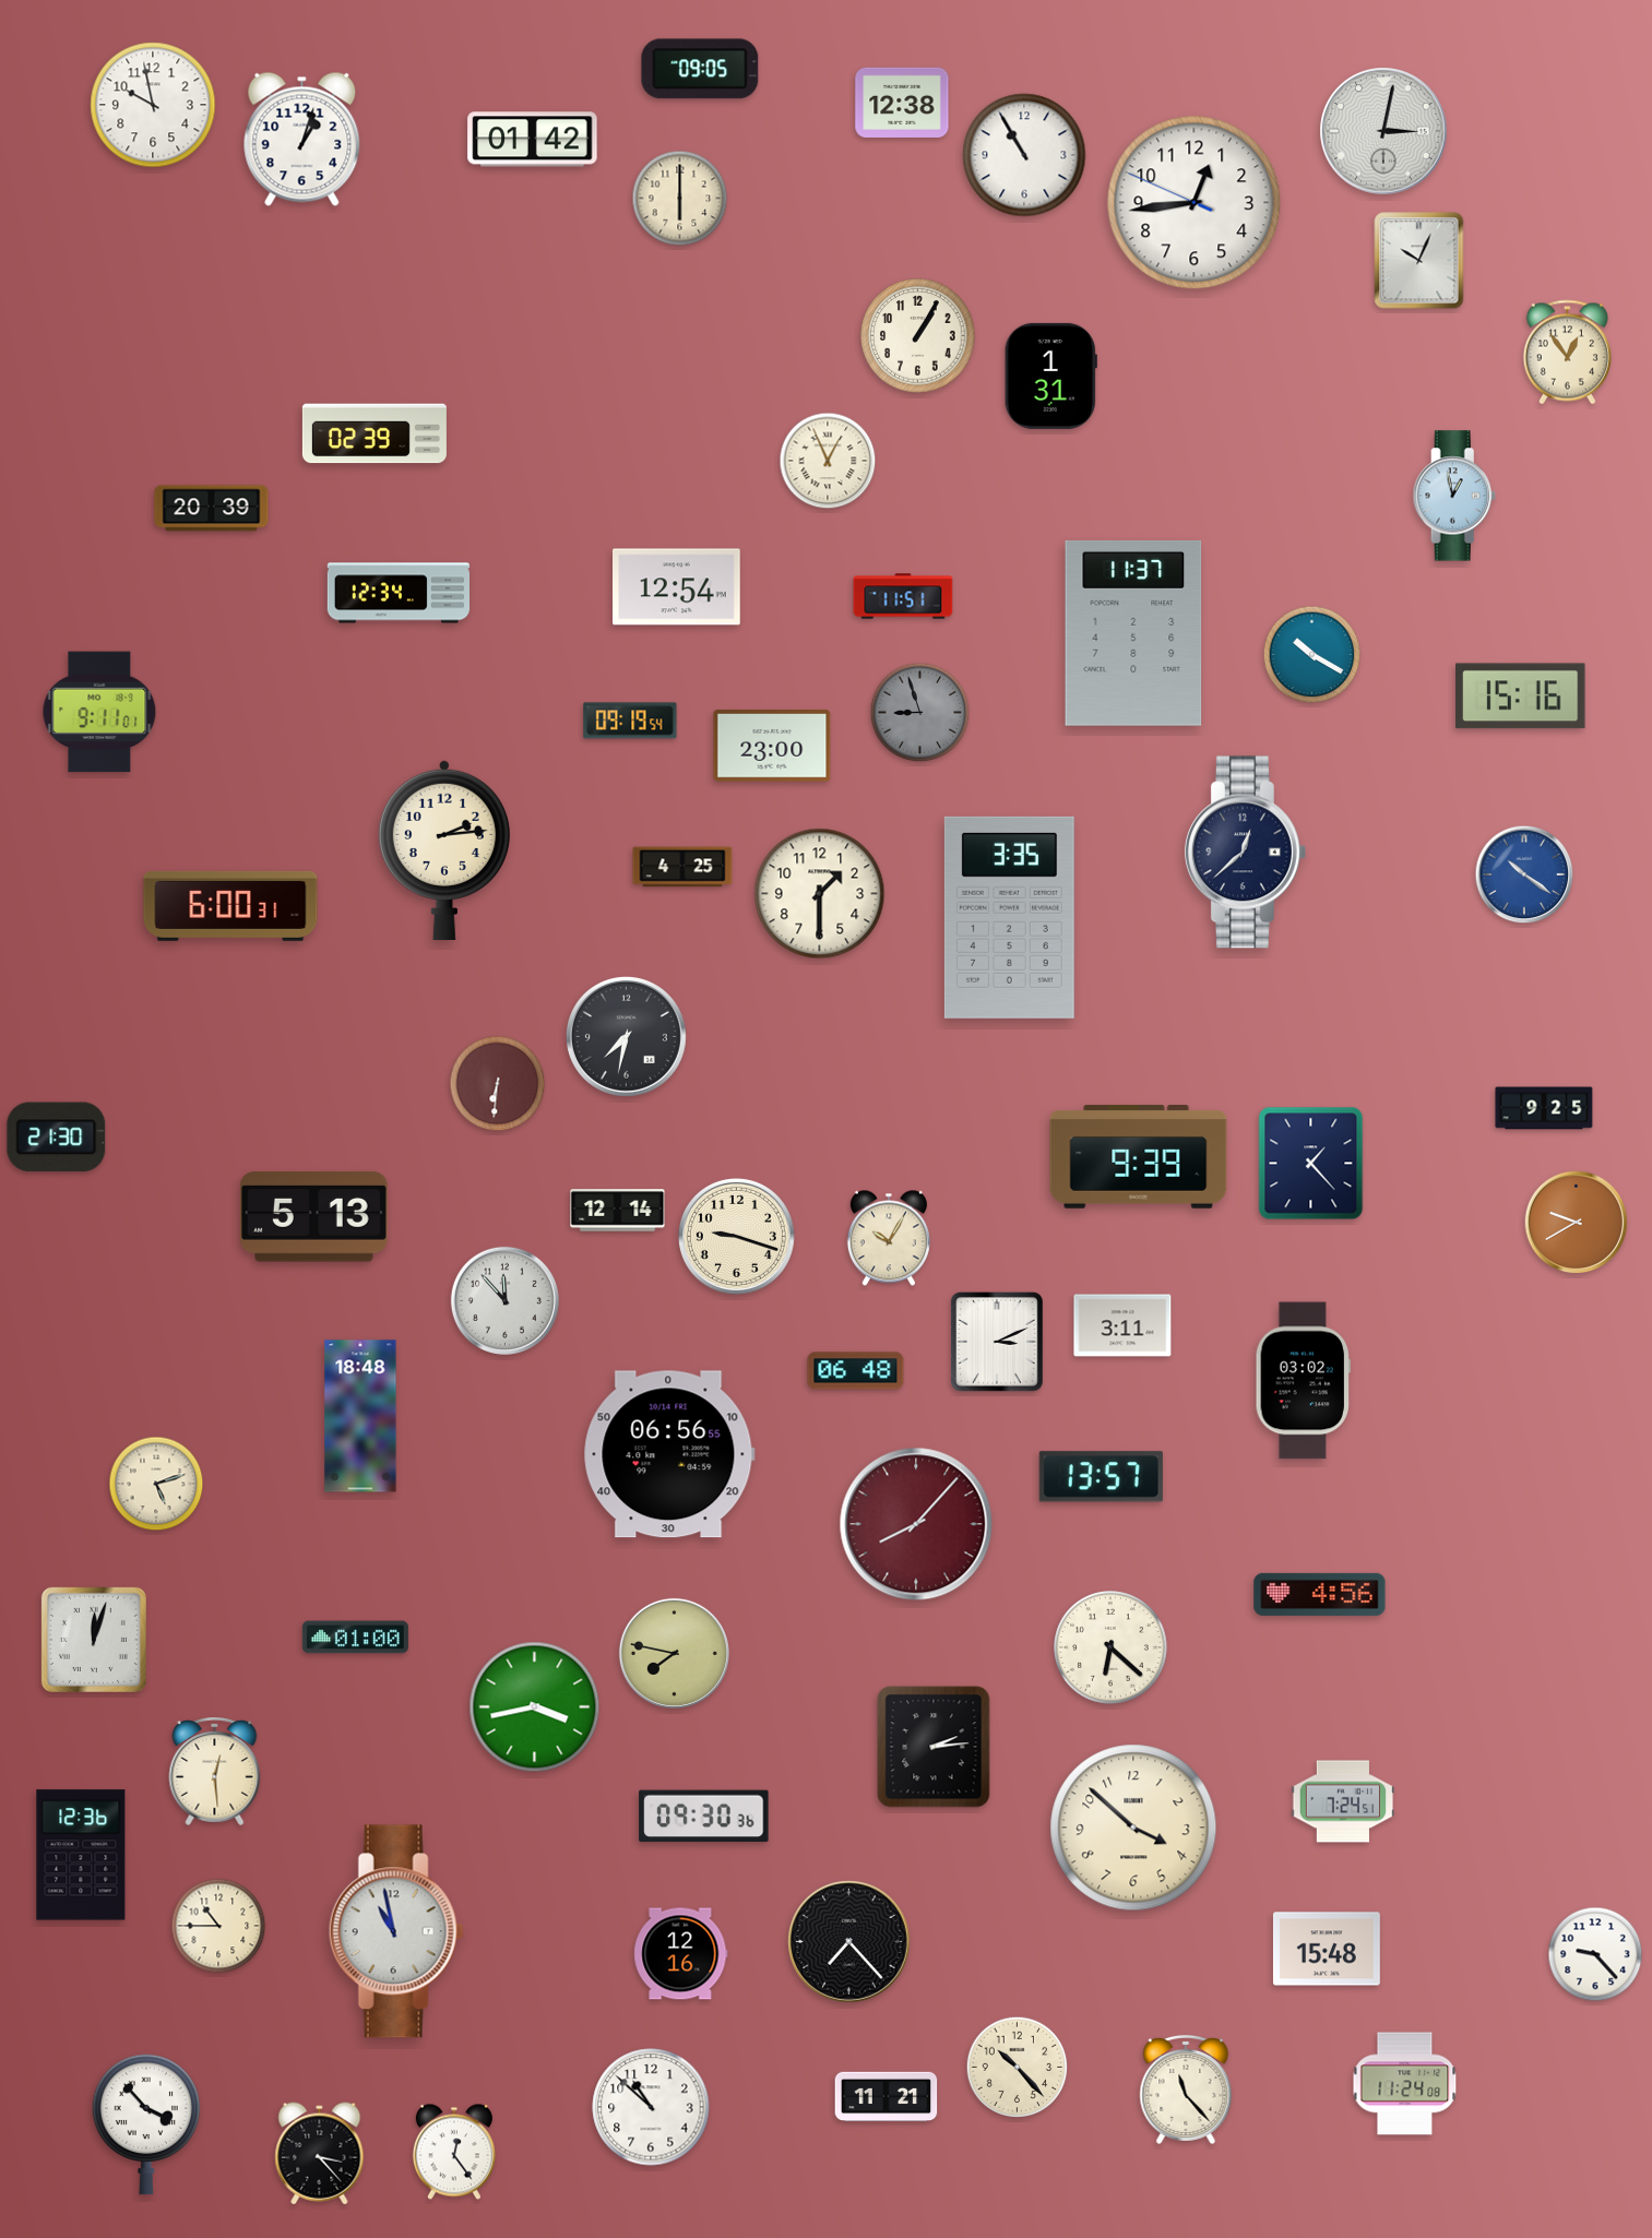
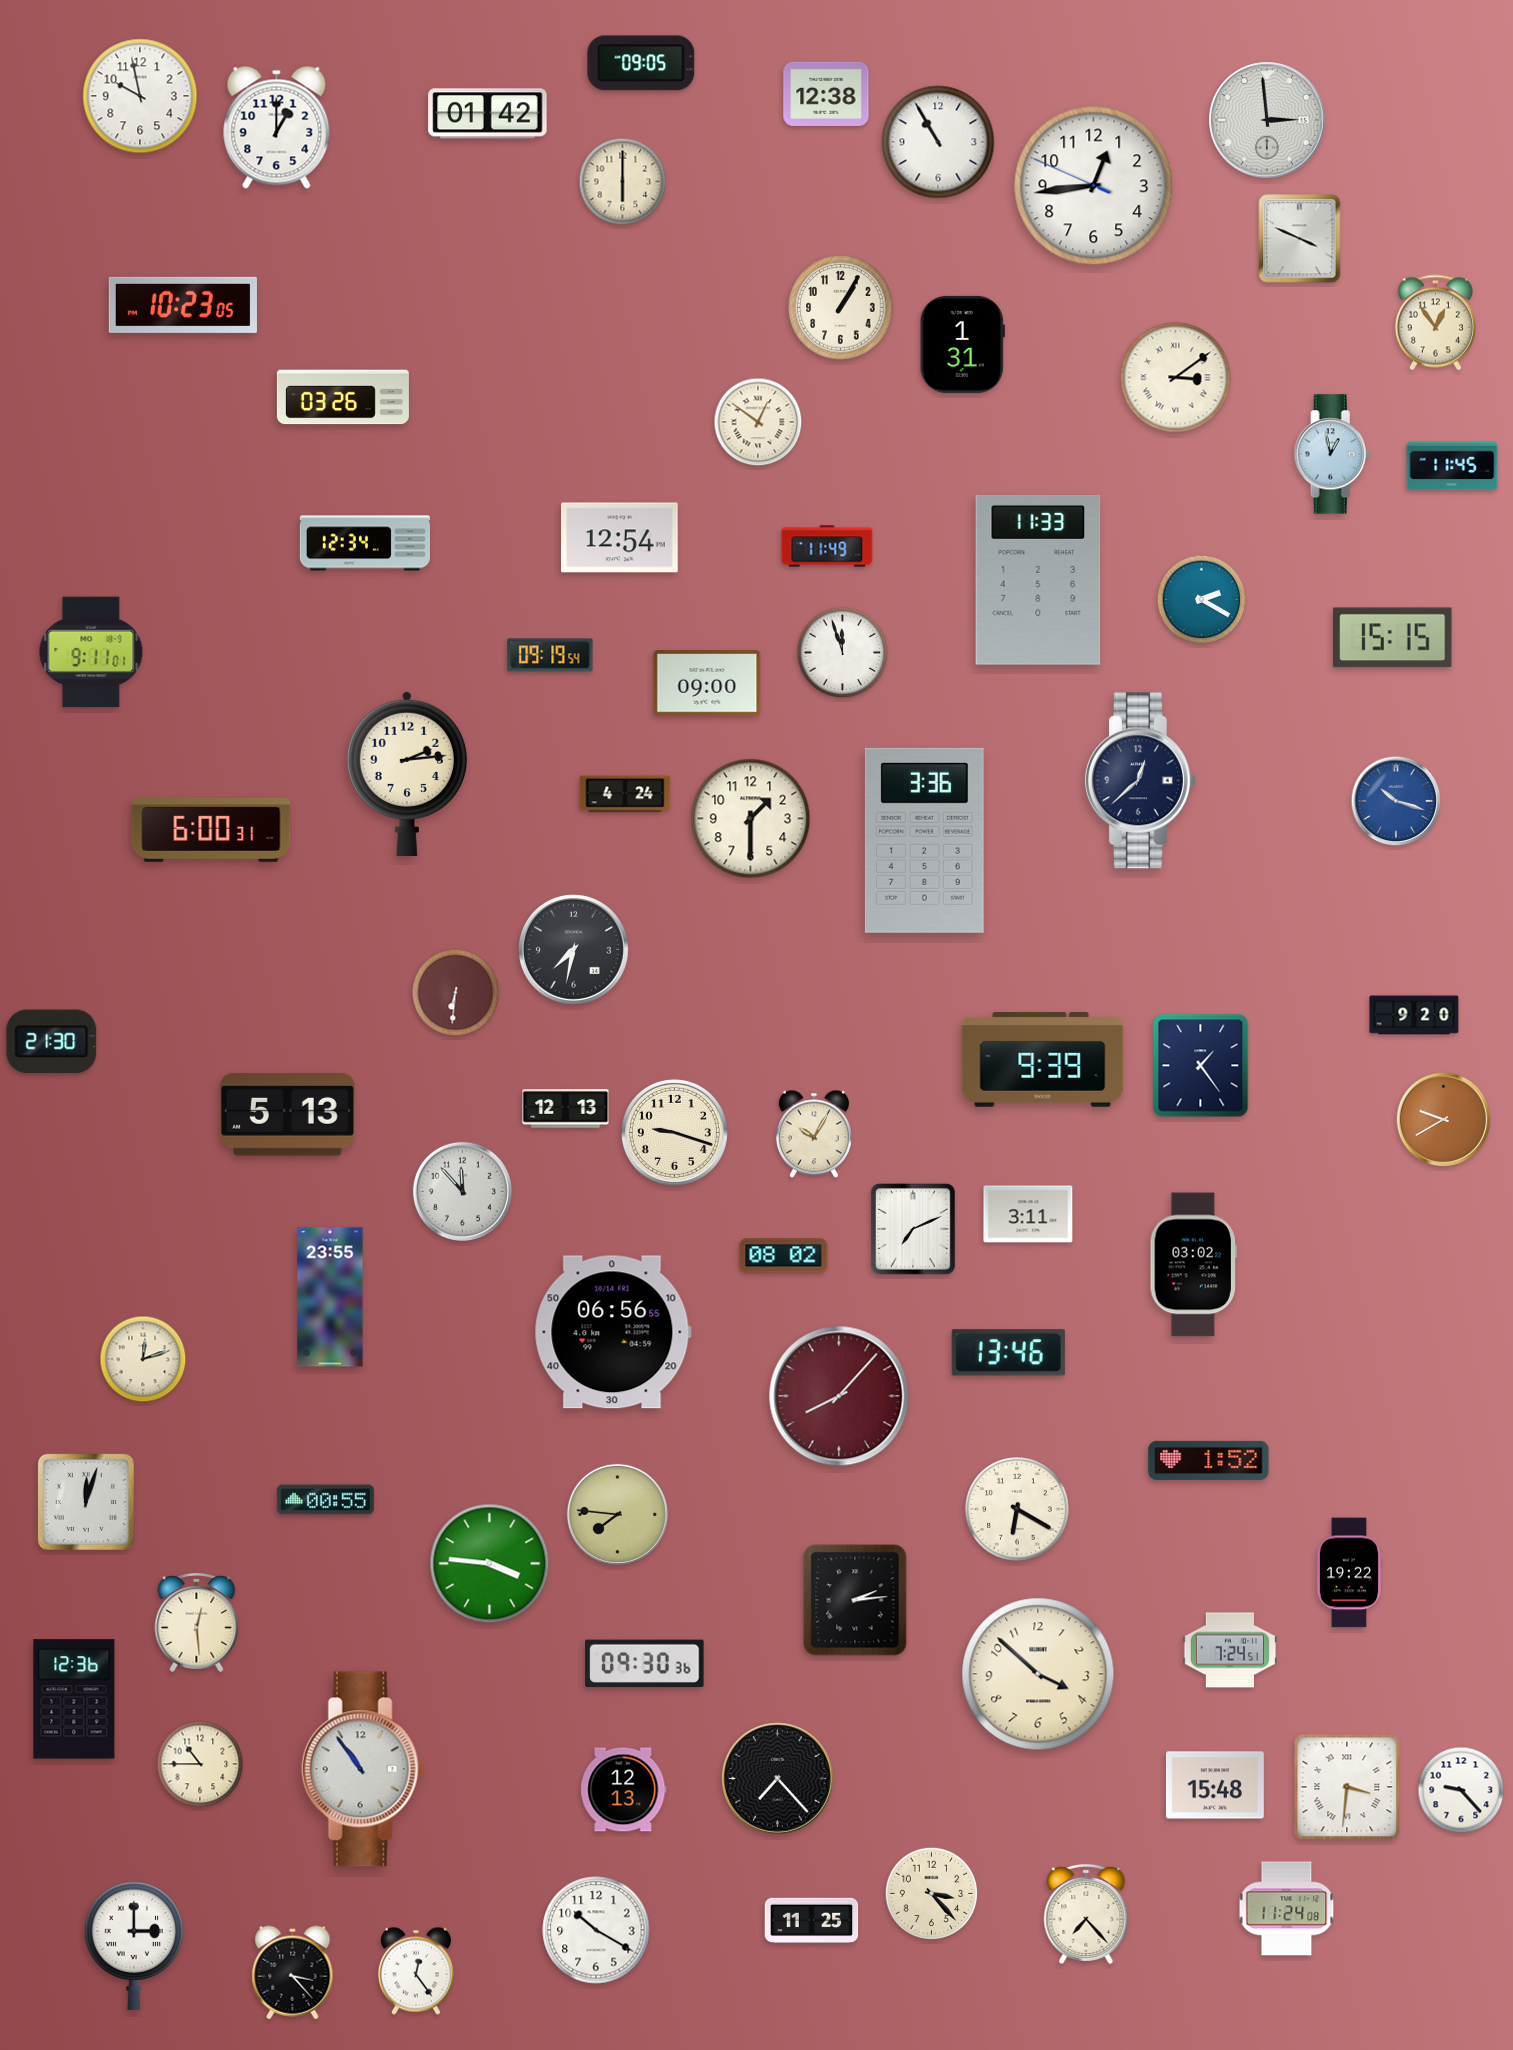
clock at (1383, 131): 3:02 -> 2:59
clock at (302, 139): 1:03 -> 1:00
clock at (533, 140) position: (533, 140) -> (488, 114)
clock at (1419, 261): 10:04 -> 3:49
clock at (183, 305): none -> 10:23
clock at (1176, 378): none -> 3:09
clock at (375, 433): 02:39 -> 03:26
clock at (828, 461): 12:56 -> 12:51
clock at (212, 509): 20:39 -> none
clock at (1452, 466): none -> 11:45
clock at (903, 596): 11:51 -> 11:49
clock at (1133, 634): 11:37 -> 11:33
clock at (1312, 655): 10:20 -> 2:20
clock at (1521, 697): 15:16 -> 15:15
clock at (920, 713): 8:57 -> 11:57
clock at (920, 713) dial: grey -> white
clock at (630, 721) position: (630, 721) -> (550, 655)
clock at (772, 746): 23:00 -> 09:00
clock at (444, 849) position: (444, 849) -> (407, 773)
clock at (682, 867): 4:25 -> 4:24
clock at (1524, 874): 10:21 -> 10:18
clock at (1009, 917): 3:35 -> 3:36
clock at (1544, 1108): 9:25 -> 9:20
clock at (1311, 1164): 1:23 -> 1:24
clock at (618, 1211): 12:14 -> 12:13
clock at (997, 1342): 3:11 -> 7:11
clock at (856, 1371): 06:48 -> 08:02
clock at (360, 1416): 18:48 -> 23:55
clock at (1101, 1477): 13:57 -> 13:46
clock at (156, 1484): 5:12 -> 12:12
clock at (1320, 1594): 4:56 -> 1:52
clock at (355, 1638): 01:00 -> 00:55
clock at (1110, 1647): 6:22 -> 6:20
clock at (674, 1653): 7:47 -> 7:46
clock at (535, 1707): 3:43 -> 3:46
clock at (1349, 1573): none -> 19:22
clock at (396, 1931): 10:58 -> 10:54
clock at (1347, 1787): none -> 3:31
clock at (681, 1954): 12:16 -> 12:13
clock at (1018, 2068): 10:23 -> 3:23
clock at (1186, 2090): 11:23 -> 7:23
clock at (887, 2097): 11:21 -> 11:25
clock at (651, 2107): 10:52 -> 10:20
clock at (145, 2124): 3:53 -> 3:00
